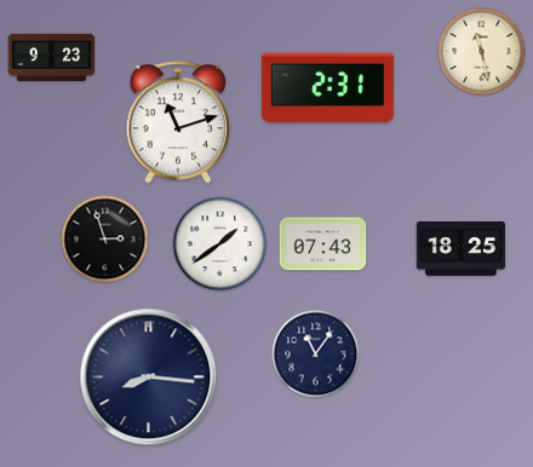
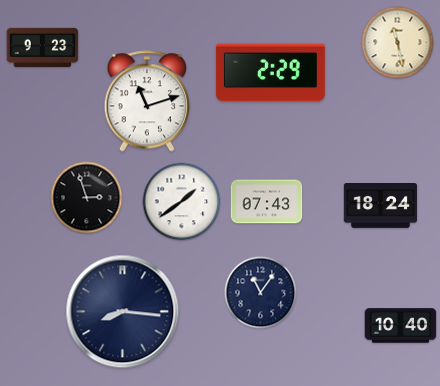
clock at (327, 88): 2:31 -> 2:29
clock at (460, 249): 18:25 -> 18:24
clock at (401, 326): none -> 10:40
